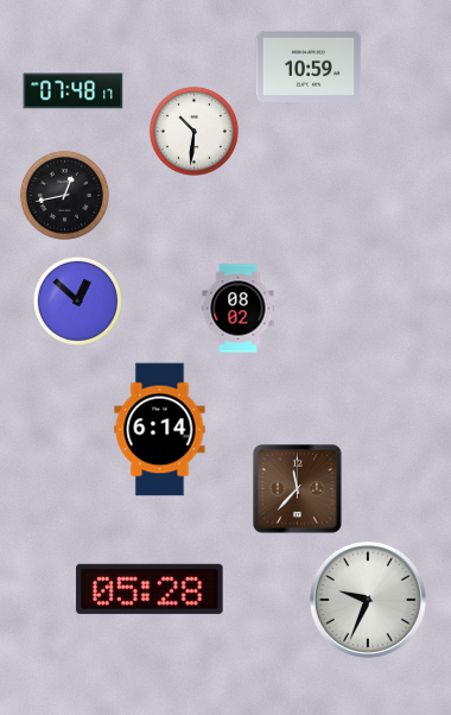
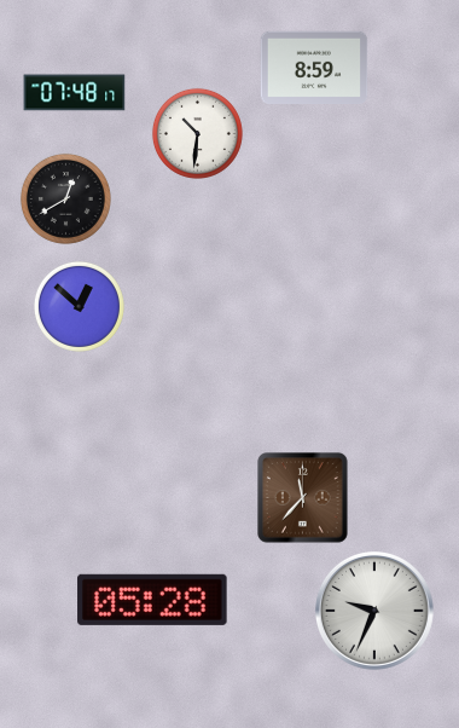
clock at (309, 65): 10:59 -> 8:59
clock at (64, 195): 12:43 -> 12:40
clock at (239, 309): 08:02 -> none
clock at (160, 430): 6:14 -> none
